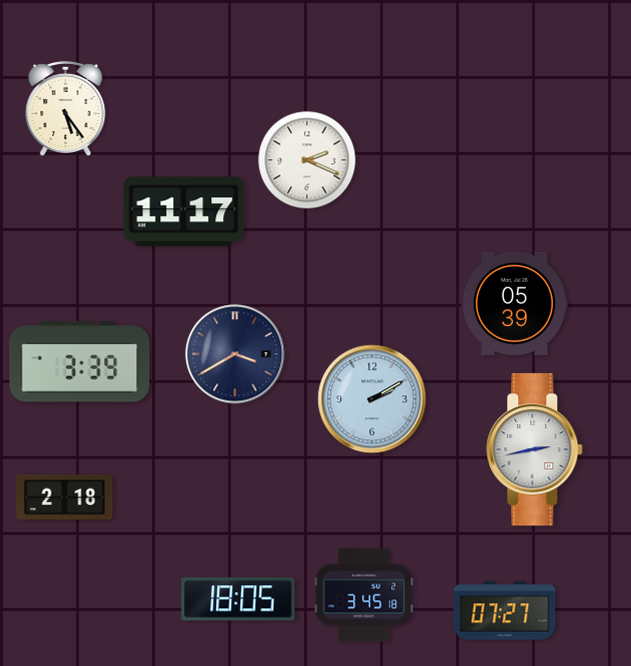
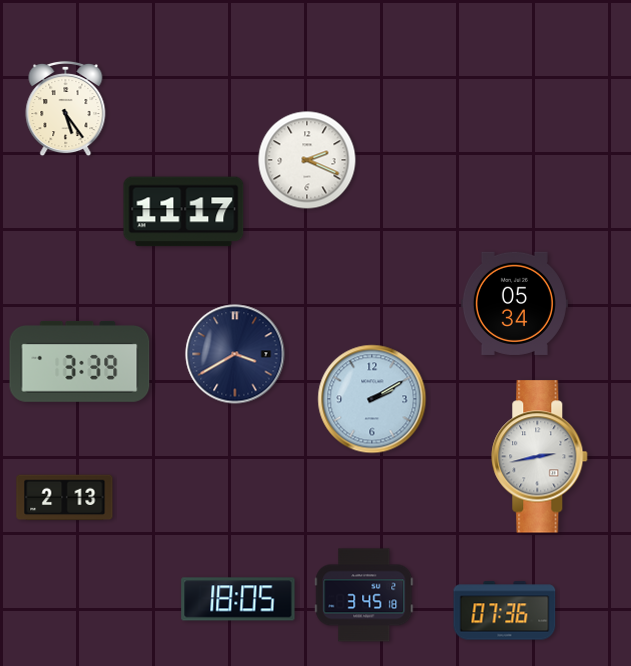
clock at (514, 303): 05:39 -> 05:34
clock at (535, 450) position: (535, 450) -> (540, 457)
clock at (65, 498): 2:18 -> 2:13
clock at (505, 611): 07:27 -> 07:36
